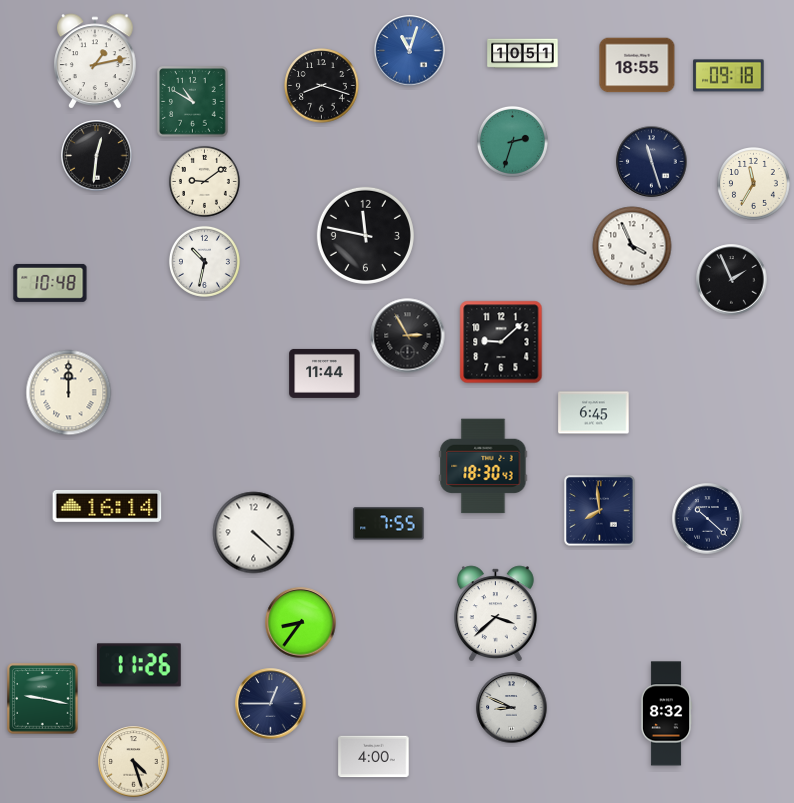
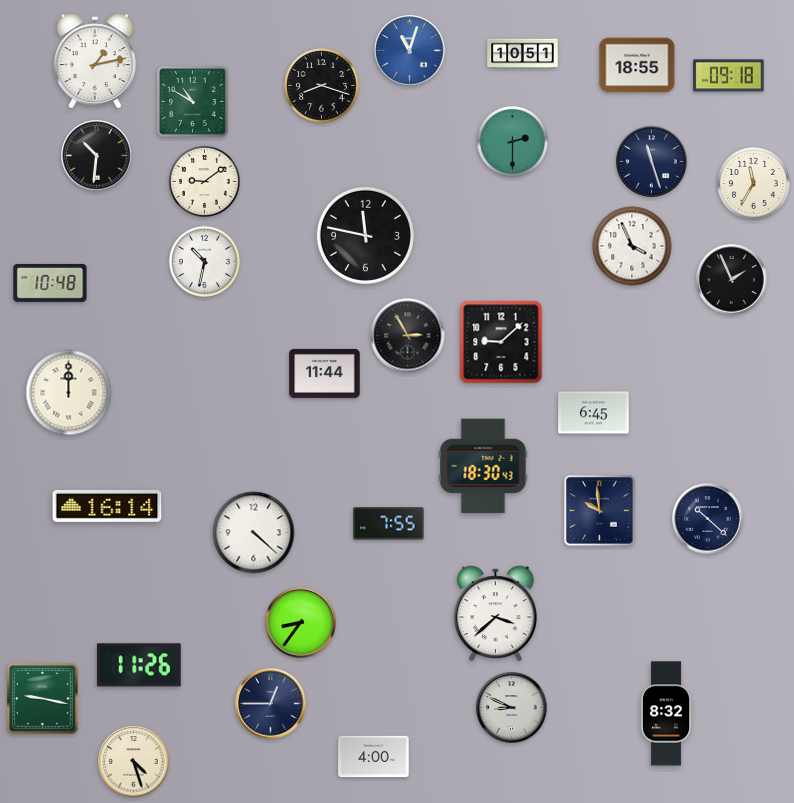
clock at (512, 141): 2:33 -> 2:30
clock at (97, 156): 12:31 -> 10:31
clock at (600, 511): 7:59 -> 9:59
